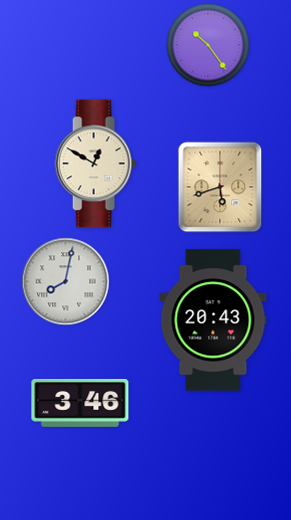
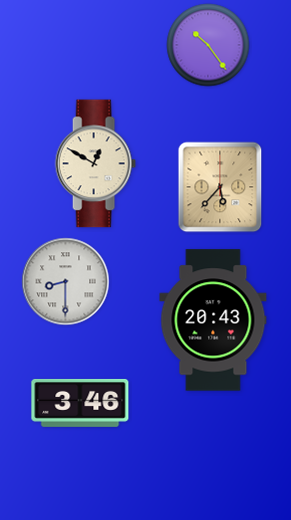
clock at (220, 187): 5:42 -> 5:37
clock at (66, 282): 8:02 -> 8:30
